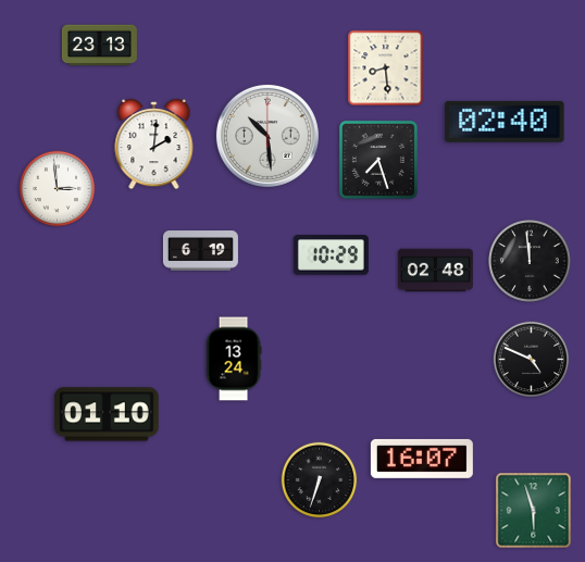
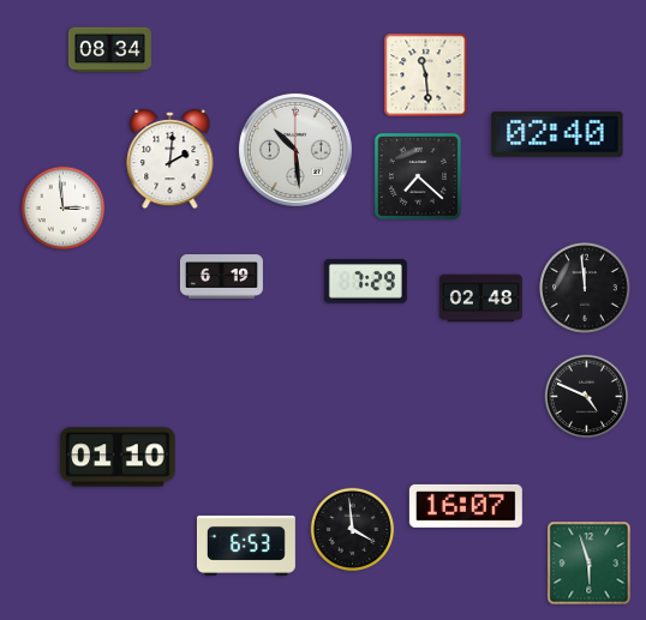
clock at (99, 46): 23:13 -> 08:34
clock at (386, 68): 8:29 -> 11:29
clock at (378, 160): 7:27 -> 7:22
clock at (331, 255): 10:29 -> 7:29
clock at (234, 359): 13:24 -> none
clock at (320, 480): 6:33 -> 3:59
clock at (246, 546): none -> 6:53
